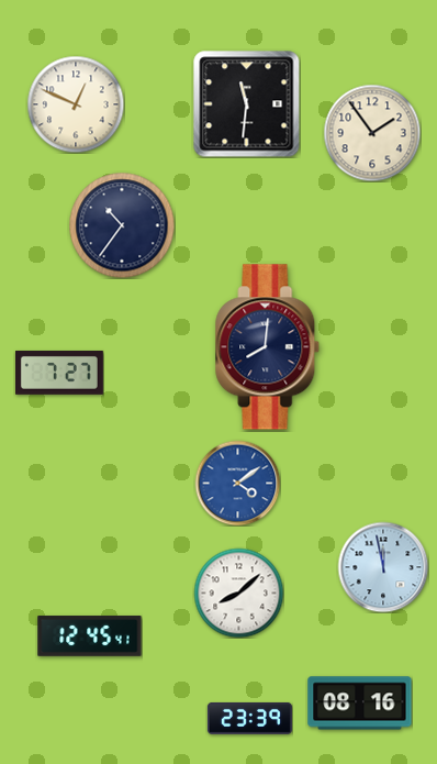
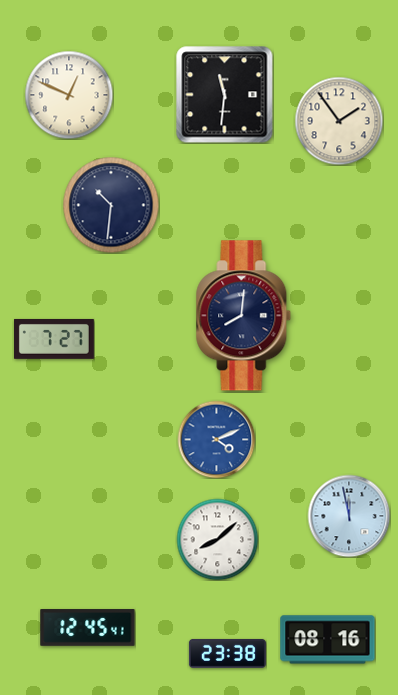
clock at (122, 225): 10:36 -> 10:31
clock at (237, 483): 4:09 -> 4:11
clock at (90, 636) position: (90, 636) -> (88, 628)
clock at (249, 718): 23:39 -> 23:38
